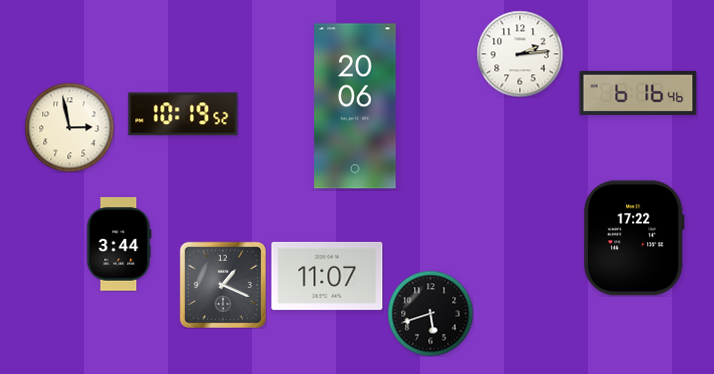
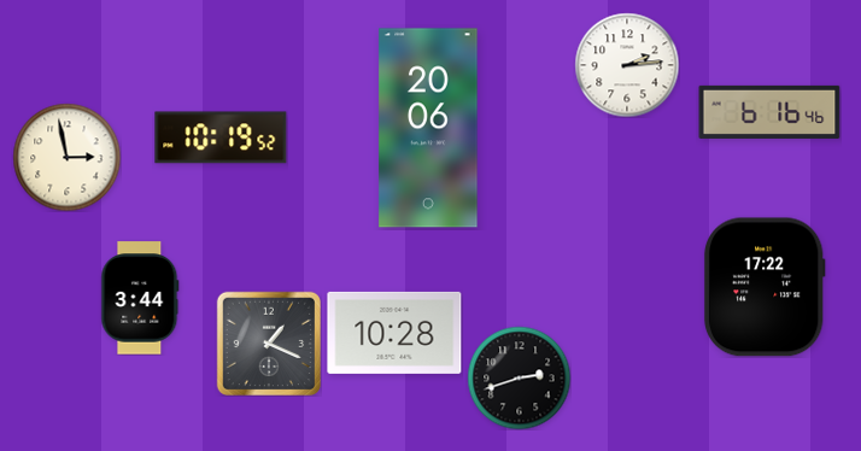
clock at (69, 127) position: (69, 127) -> (66, 157)
clock at (119, 244) position: (119, 244) -> (140, 298)
clock at (327, 276): 11:07 -> 10:28
clock at (430, 313): 5:42 -> 2:42
